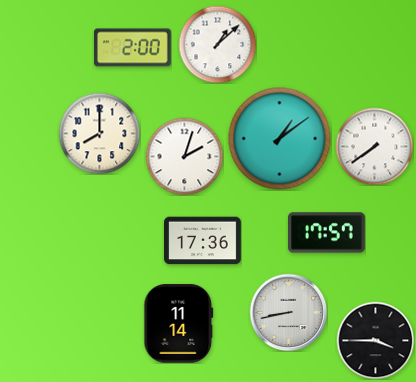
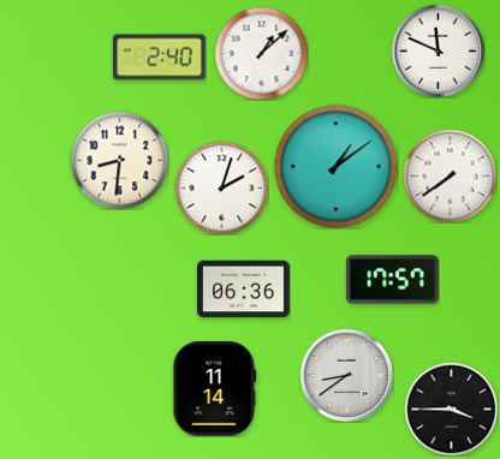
clock at (437, 50): none -> 11:49
clock at (133, 48): 2:00 -> 2:40
clock at (99, 133): 8:00 -> 8:31
clock at (203, 241): 17:36 -> 06:36
clock at (288, 312): 8:43 -> 8:39
